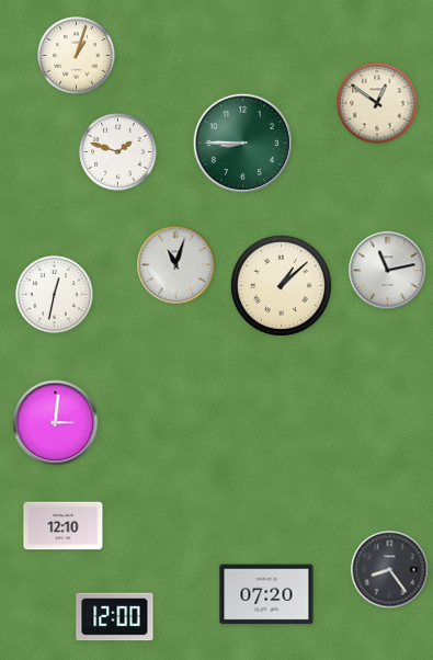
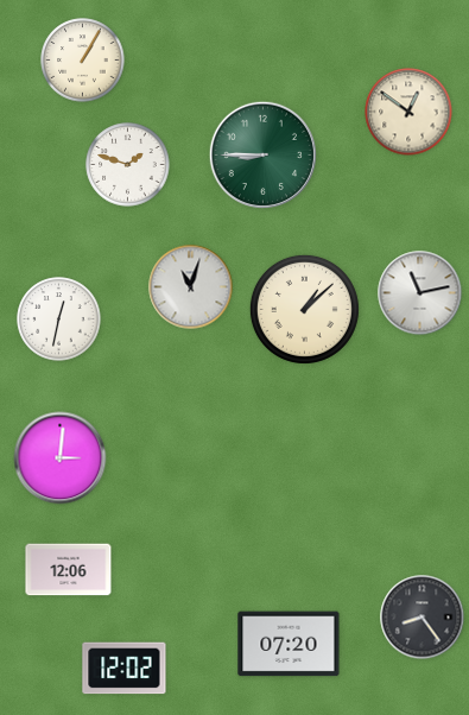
clock at (77, 56): 1:03 -> 1:05
clock at (64, 526): 12:10 -> 12:06
clock at (115, 617): 12:00 -> 12:02
